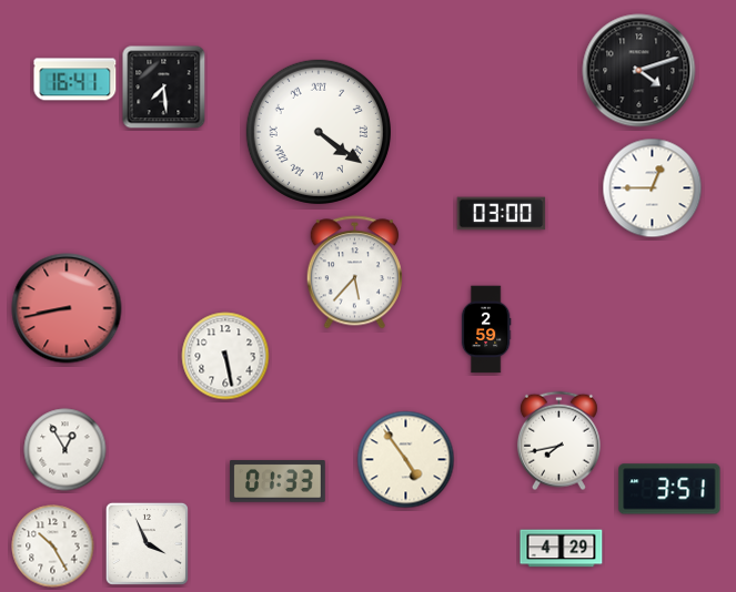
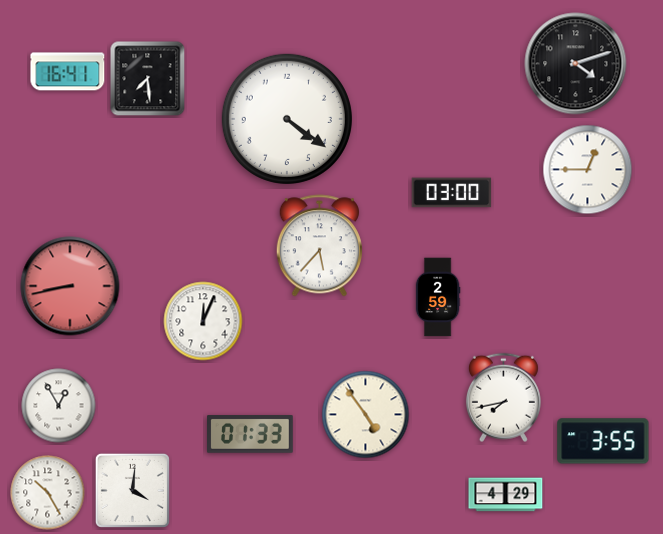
clock at (319, 132) numerals: Roman -> Arabic
clock at (67, 308) position: (67, 308) -> (70, 286)
clock at (225, 356): 5:28 -> 12:04
clock at (669, 489): 3:51 -> 3:55
clock at (147, 543): 3:56 -> 4:01
